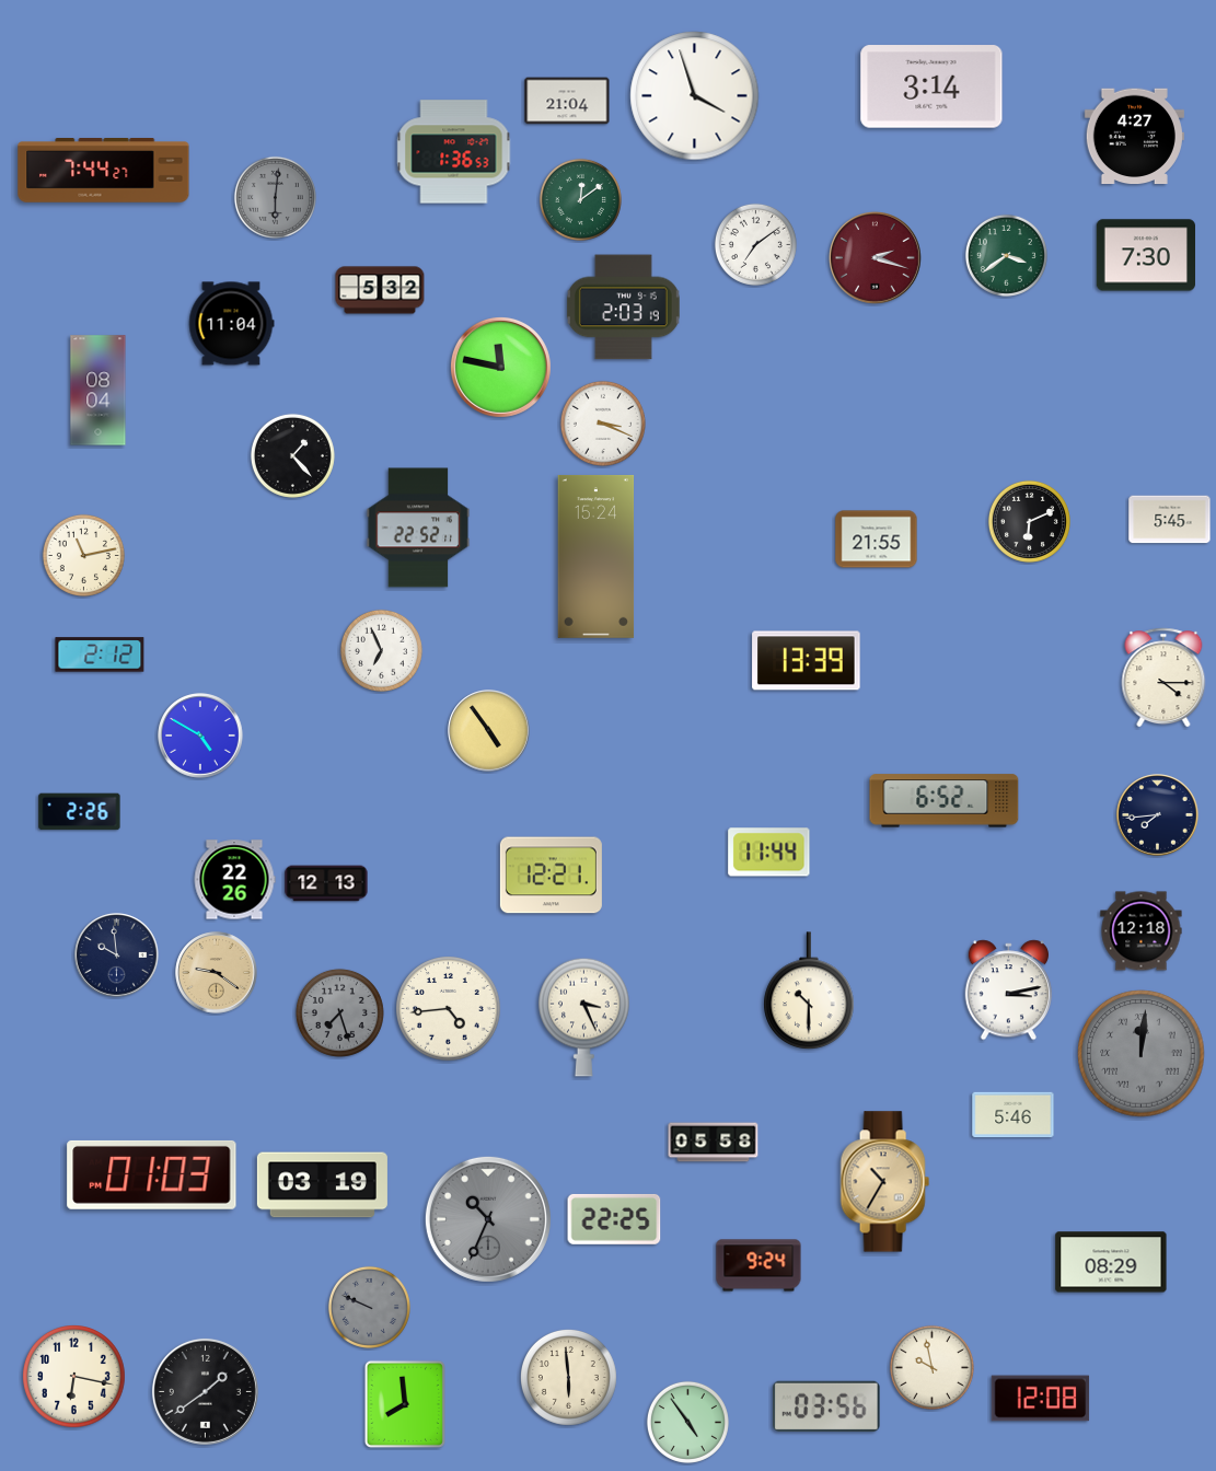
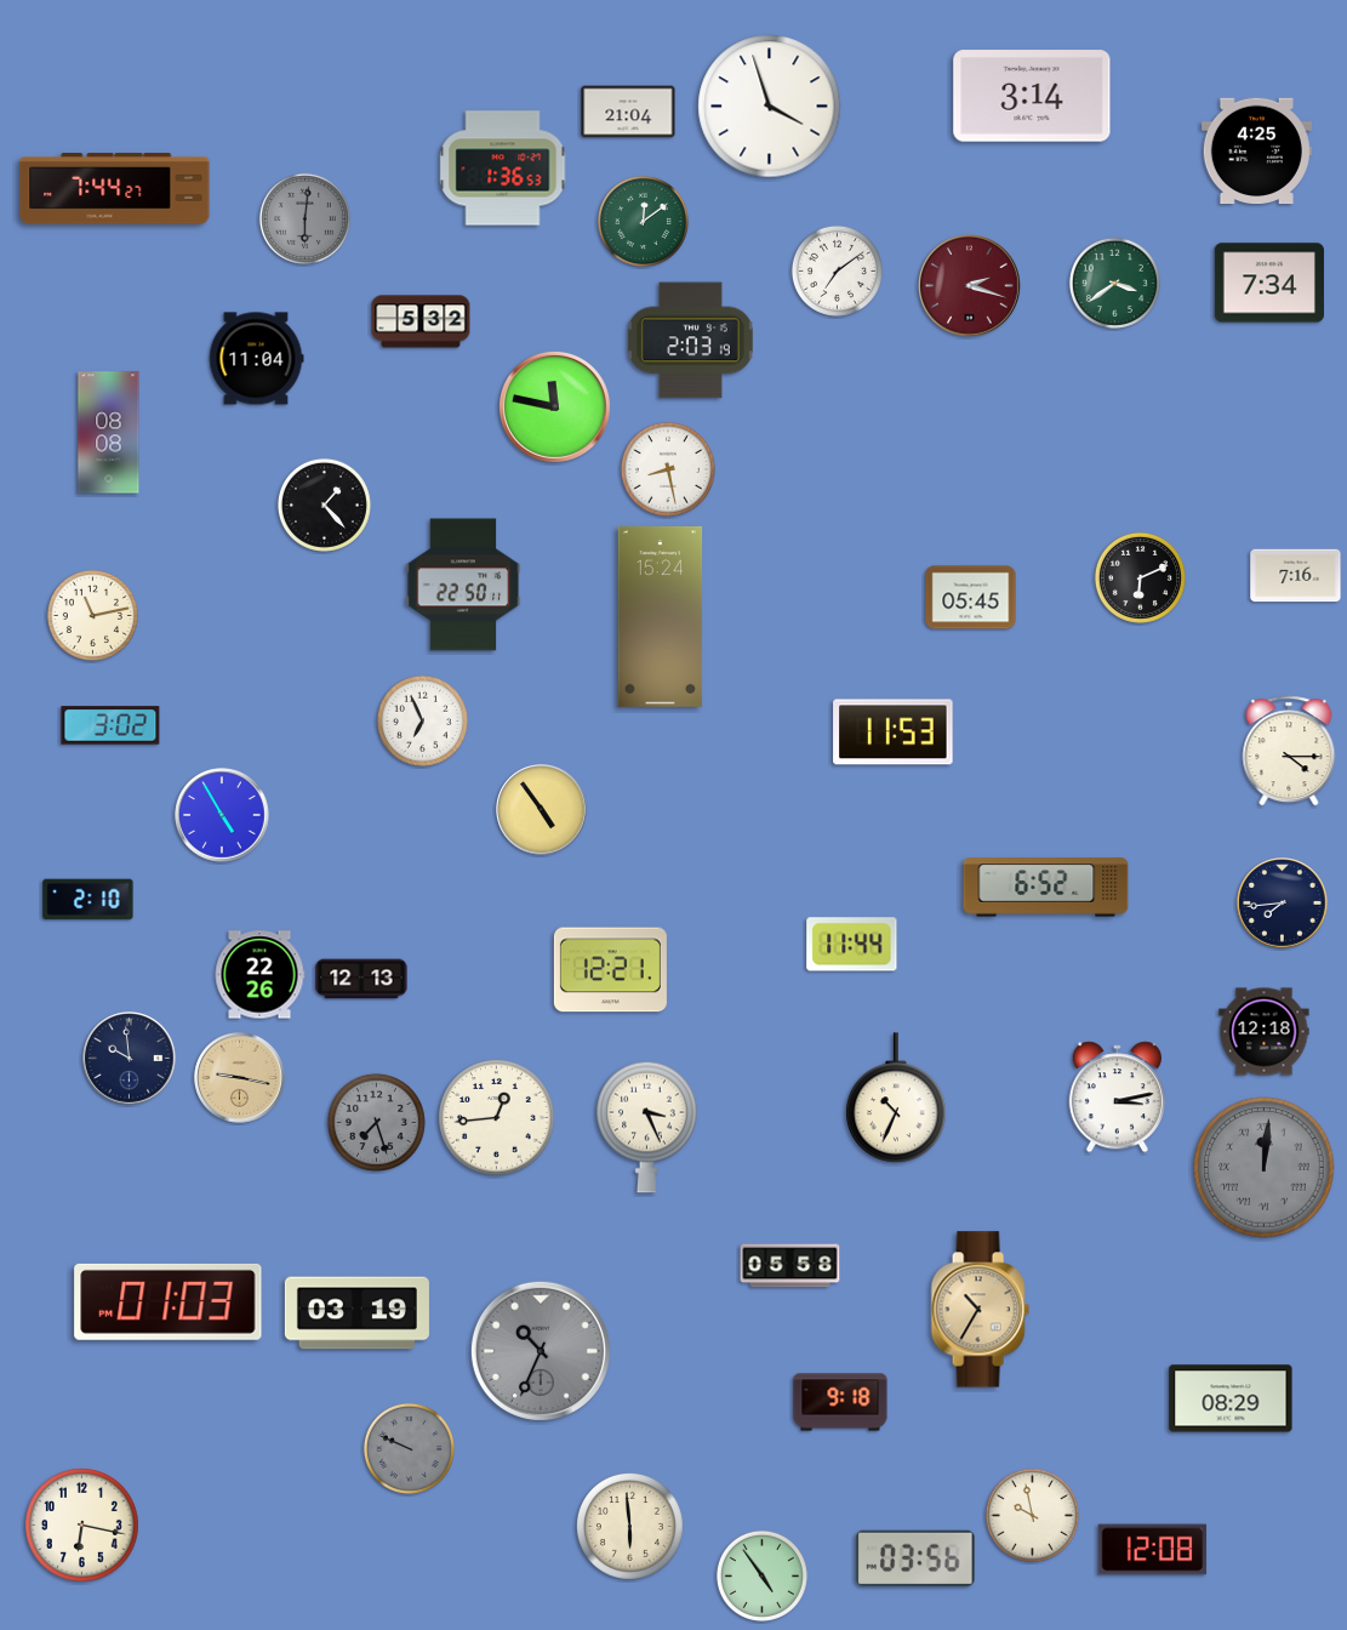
clock at (1134, 137): 4:27 -> 4:25
clock at (1145, 255): 7:30 -> 7:34
clock at (99, 391): 08:04 -> 08:08
clock at (603, 424): 3:19 -> 8:28
clock at (1170, 520): 5:45 -> 7:16
clock at (418, 528): 22:52 -> 22:50
clock at (877, 540): 21:55 -> 05:45
clock at (100, 655): 2:12 -> 3:02
clock at (807, 661): 13:39 -> 11:53
clock at (200, 735): 4:50 -> 4:55
clock at (80, 812): 2:26 -> 2:10
clock at (217, 973): 9:21 -> 9:17
clock at (809, 992): 10:30 -> 10:34
clock at (449, 1009): 4:44 -> 12:44
clock at (1014, 1115): 5:46 -> none
clock at (614, 1219): 22:25 -> none
clock at (758, 1265): 9:24 -> 9:18
clock at (205, 1391): 1:39 -> none
clock at (405, 1404): 7:59 -> none
